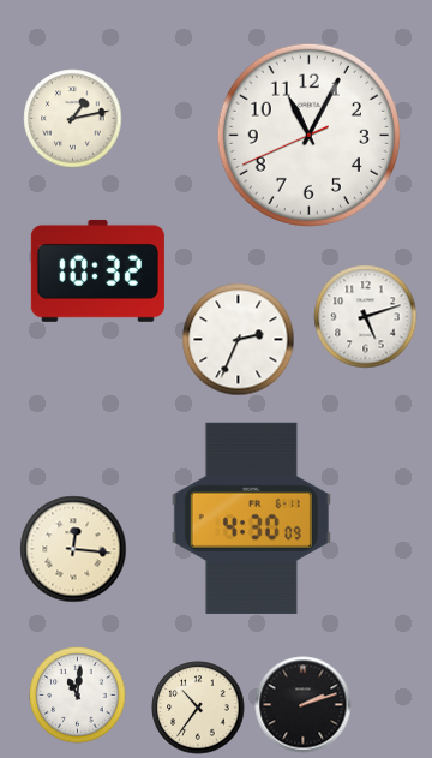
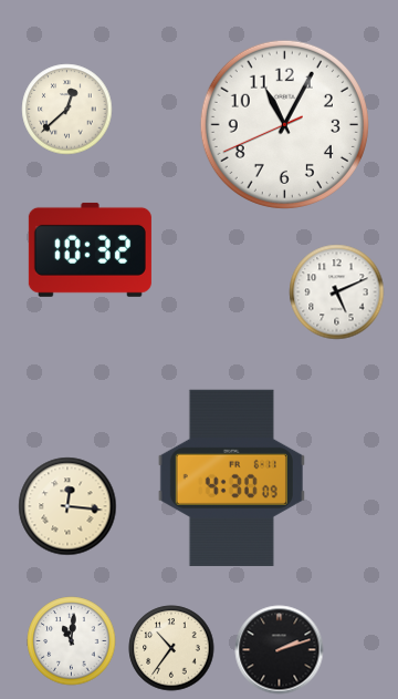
clock at (73, 119): 1:13 -> 12:38
clock at (366, 317): 5:12 -> 5:11
clock at (239, 340): 2:34 -> none
clock at (198, 708) position: (198, 708) -> (171, 648)
